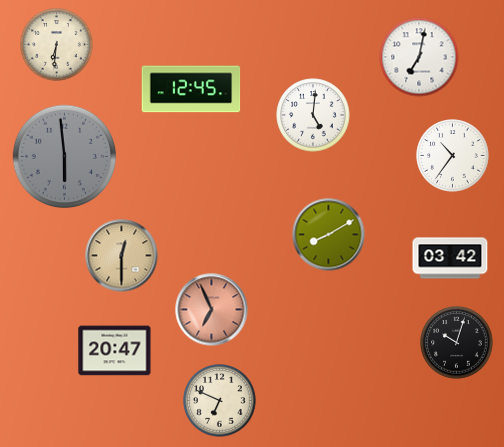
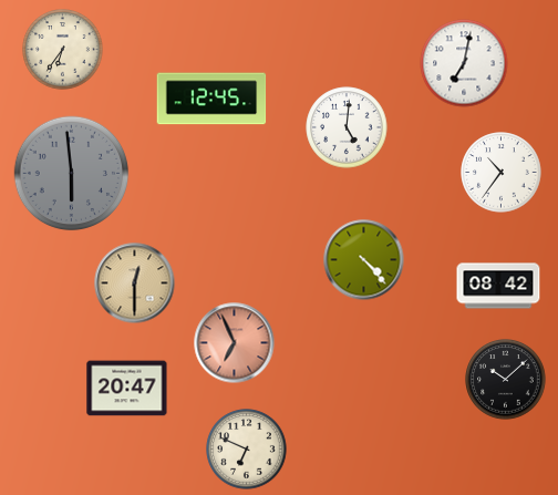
clock at (57, 45): 6:31 -> 6:36
clock at (329, 235): 8:10 -> 4:23
clock at (450, 258): 03:42 -> 08:42
clock at (457, 343): 10:03 -> 10:08
clock at (220, 401) position: (220, 401) -> (247, 450)
